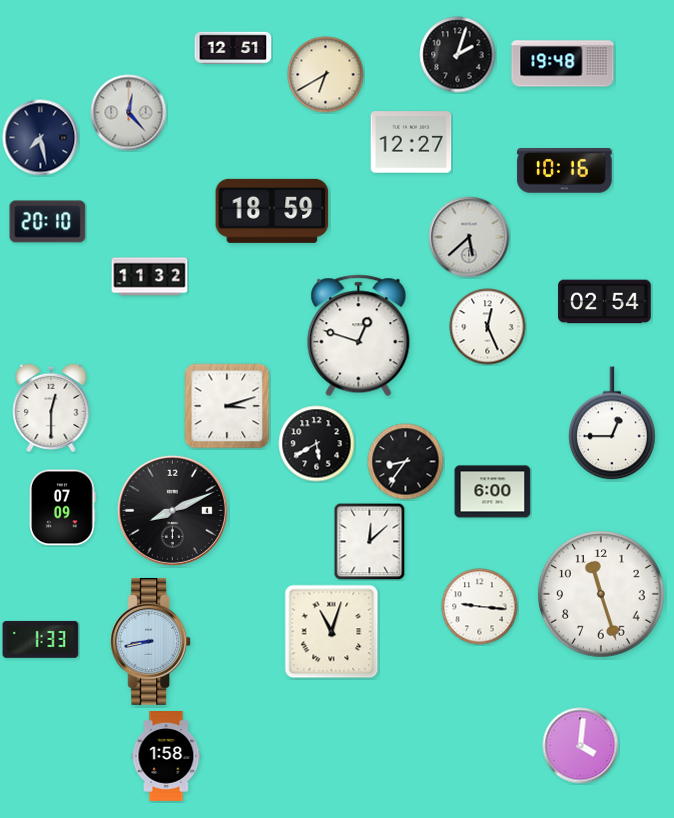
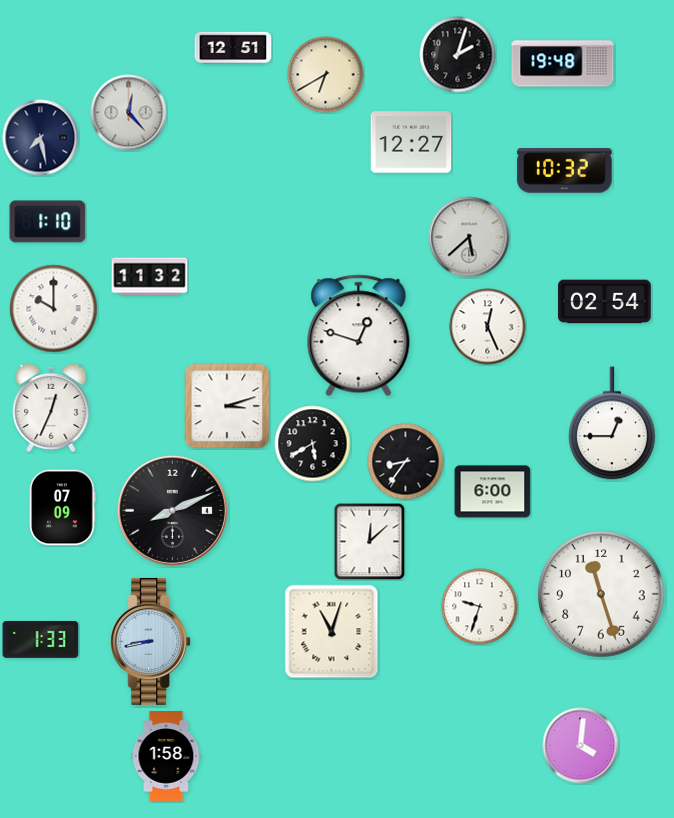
clock at (565, 171): 10:16 -> 10:32
clock at (272, 211): 18:59 -> none
clock at (48, 222): 20:10 -> 1:10
clock at (54, 309): none -> 10:00
clock at (51, 407): 12:30 -> 12:34
clock at (317, 444) position: (317, 444) -> (313, 444)
clock at (480, 607): 9:16 -> 9:33
